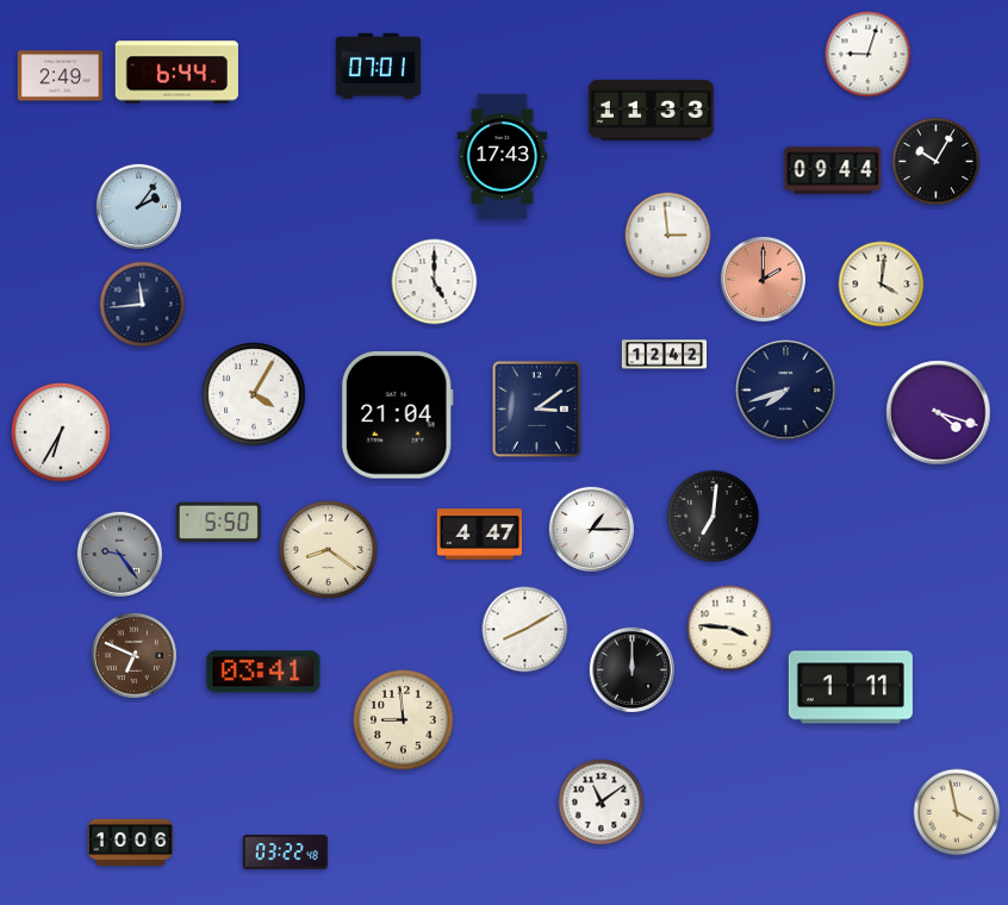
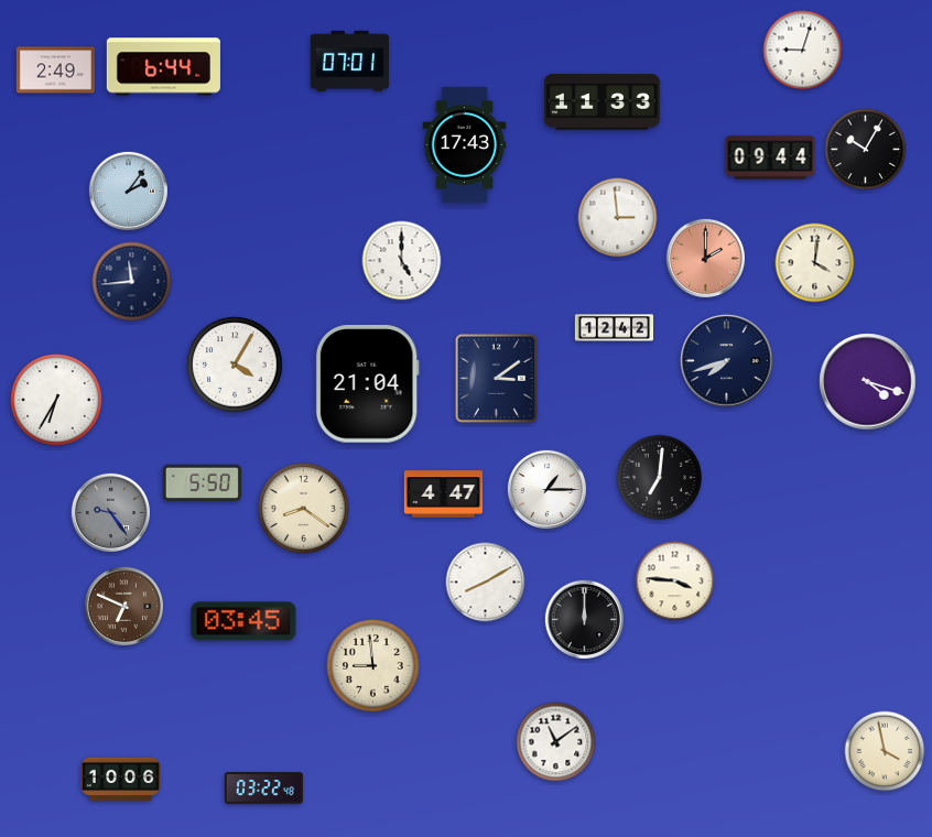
clock at (263, 672): 03:41 -> 03:45
clock at (851, 687): 1:11 -> none
